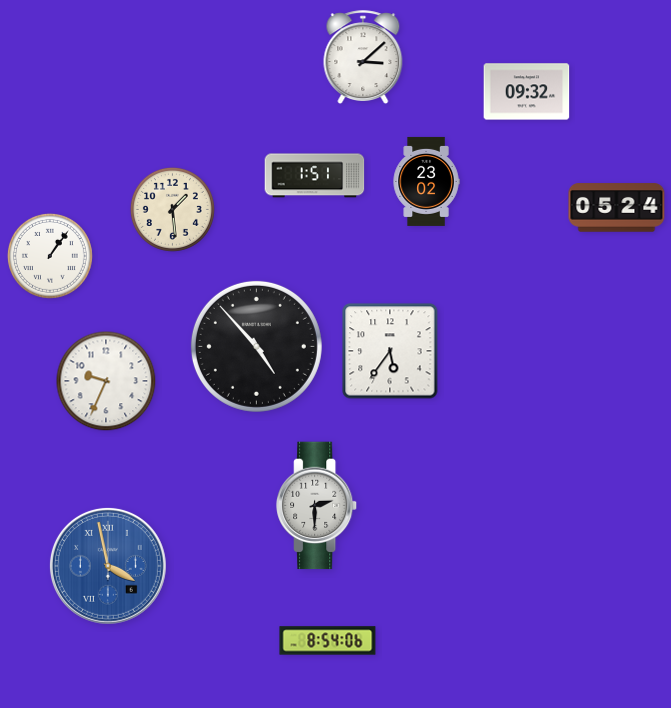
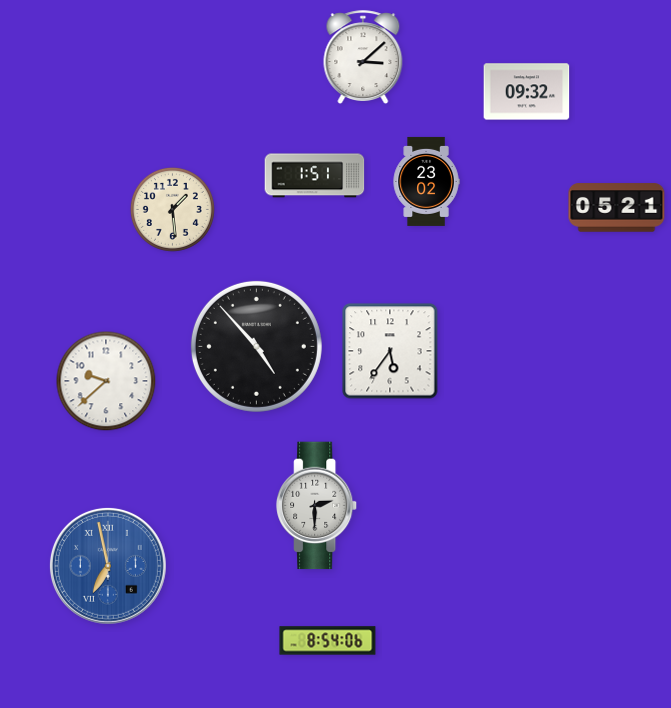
clock at (617, 208): 05:24 -> 05:21
clock at (50, 256): 1:06 -> none
clock at (106, 381): 9:34 -> 9:38
clock at (108, 566): 3:58 -> 6:58
